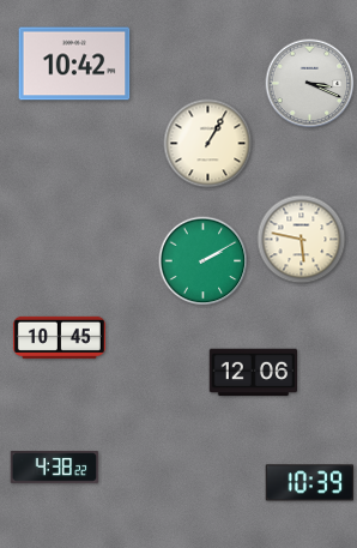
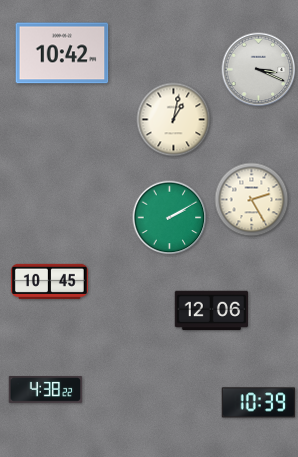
clock at (208, 144): 1:05 -> 1:02
clock at (302, 240): 5:47 -> 2:25
